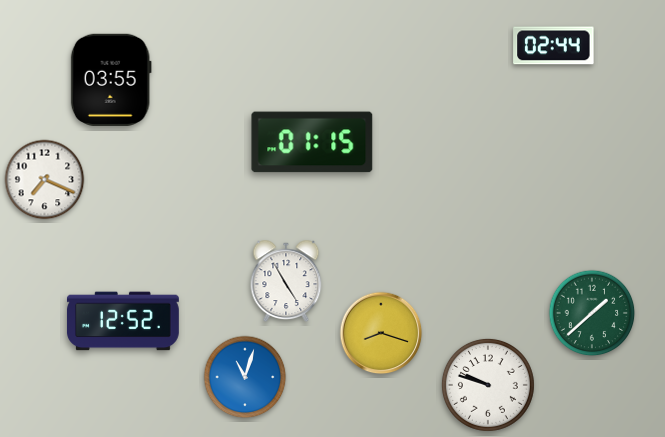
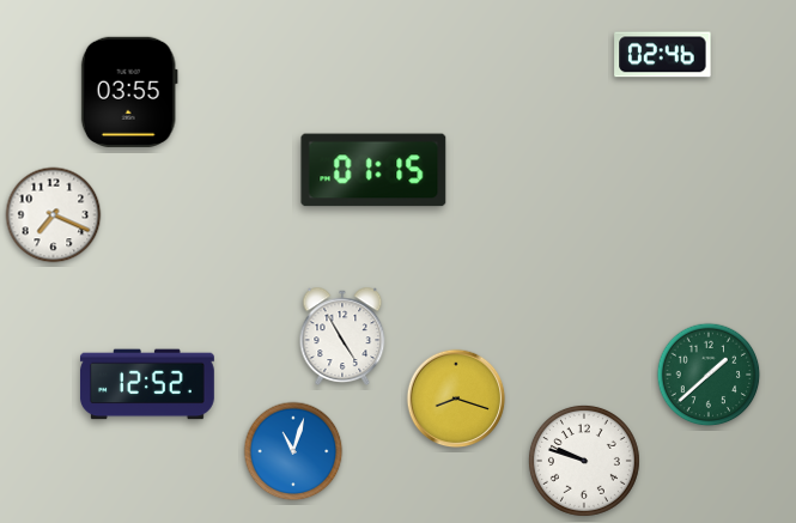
clock at (554, 46): 02:44 -> 02:46
clock at (111, 80) position: (111, 80) -> (129, 92)
